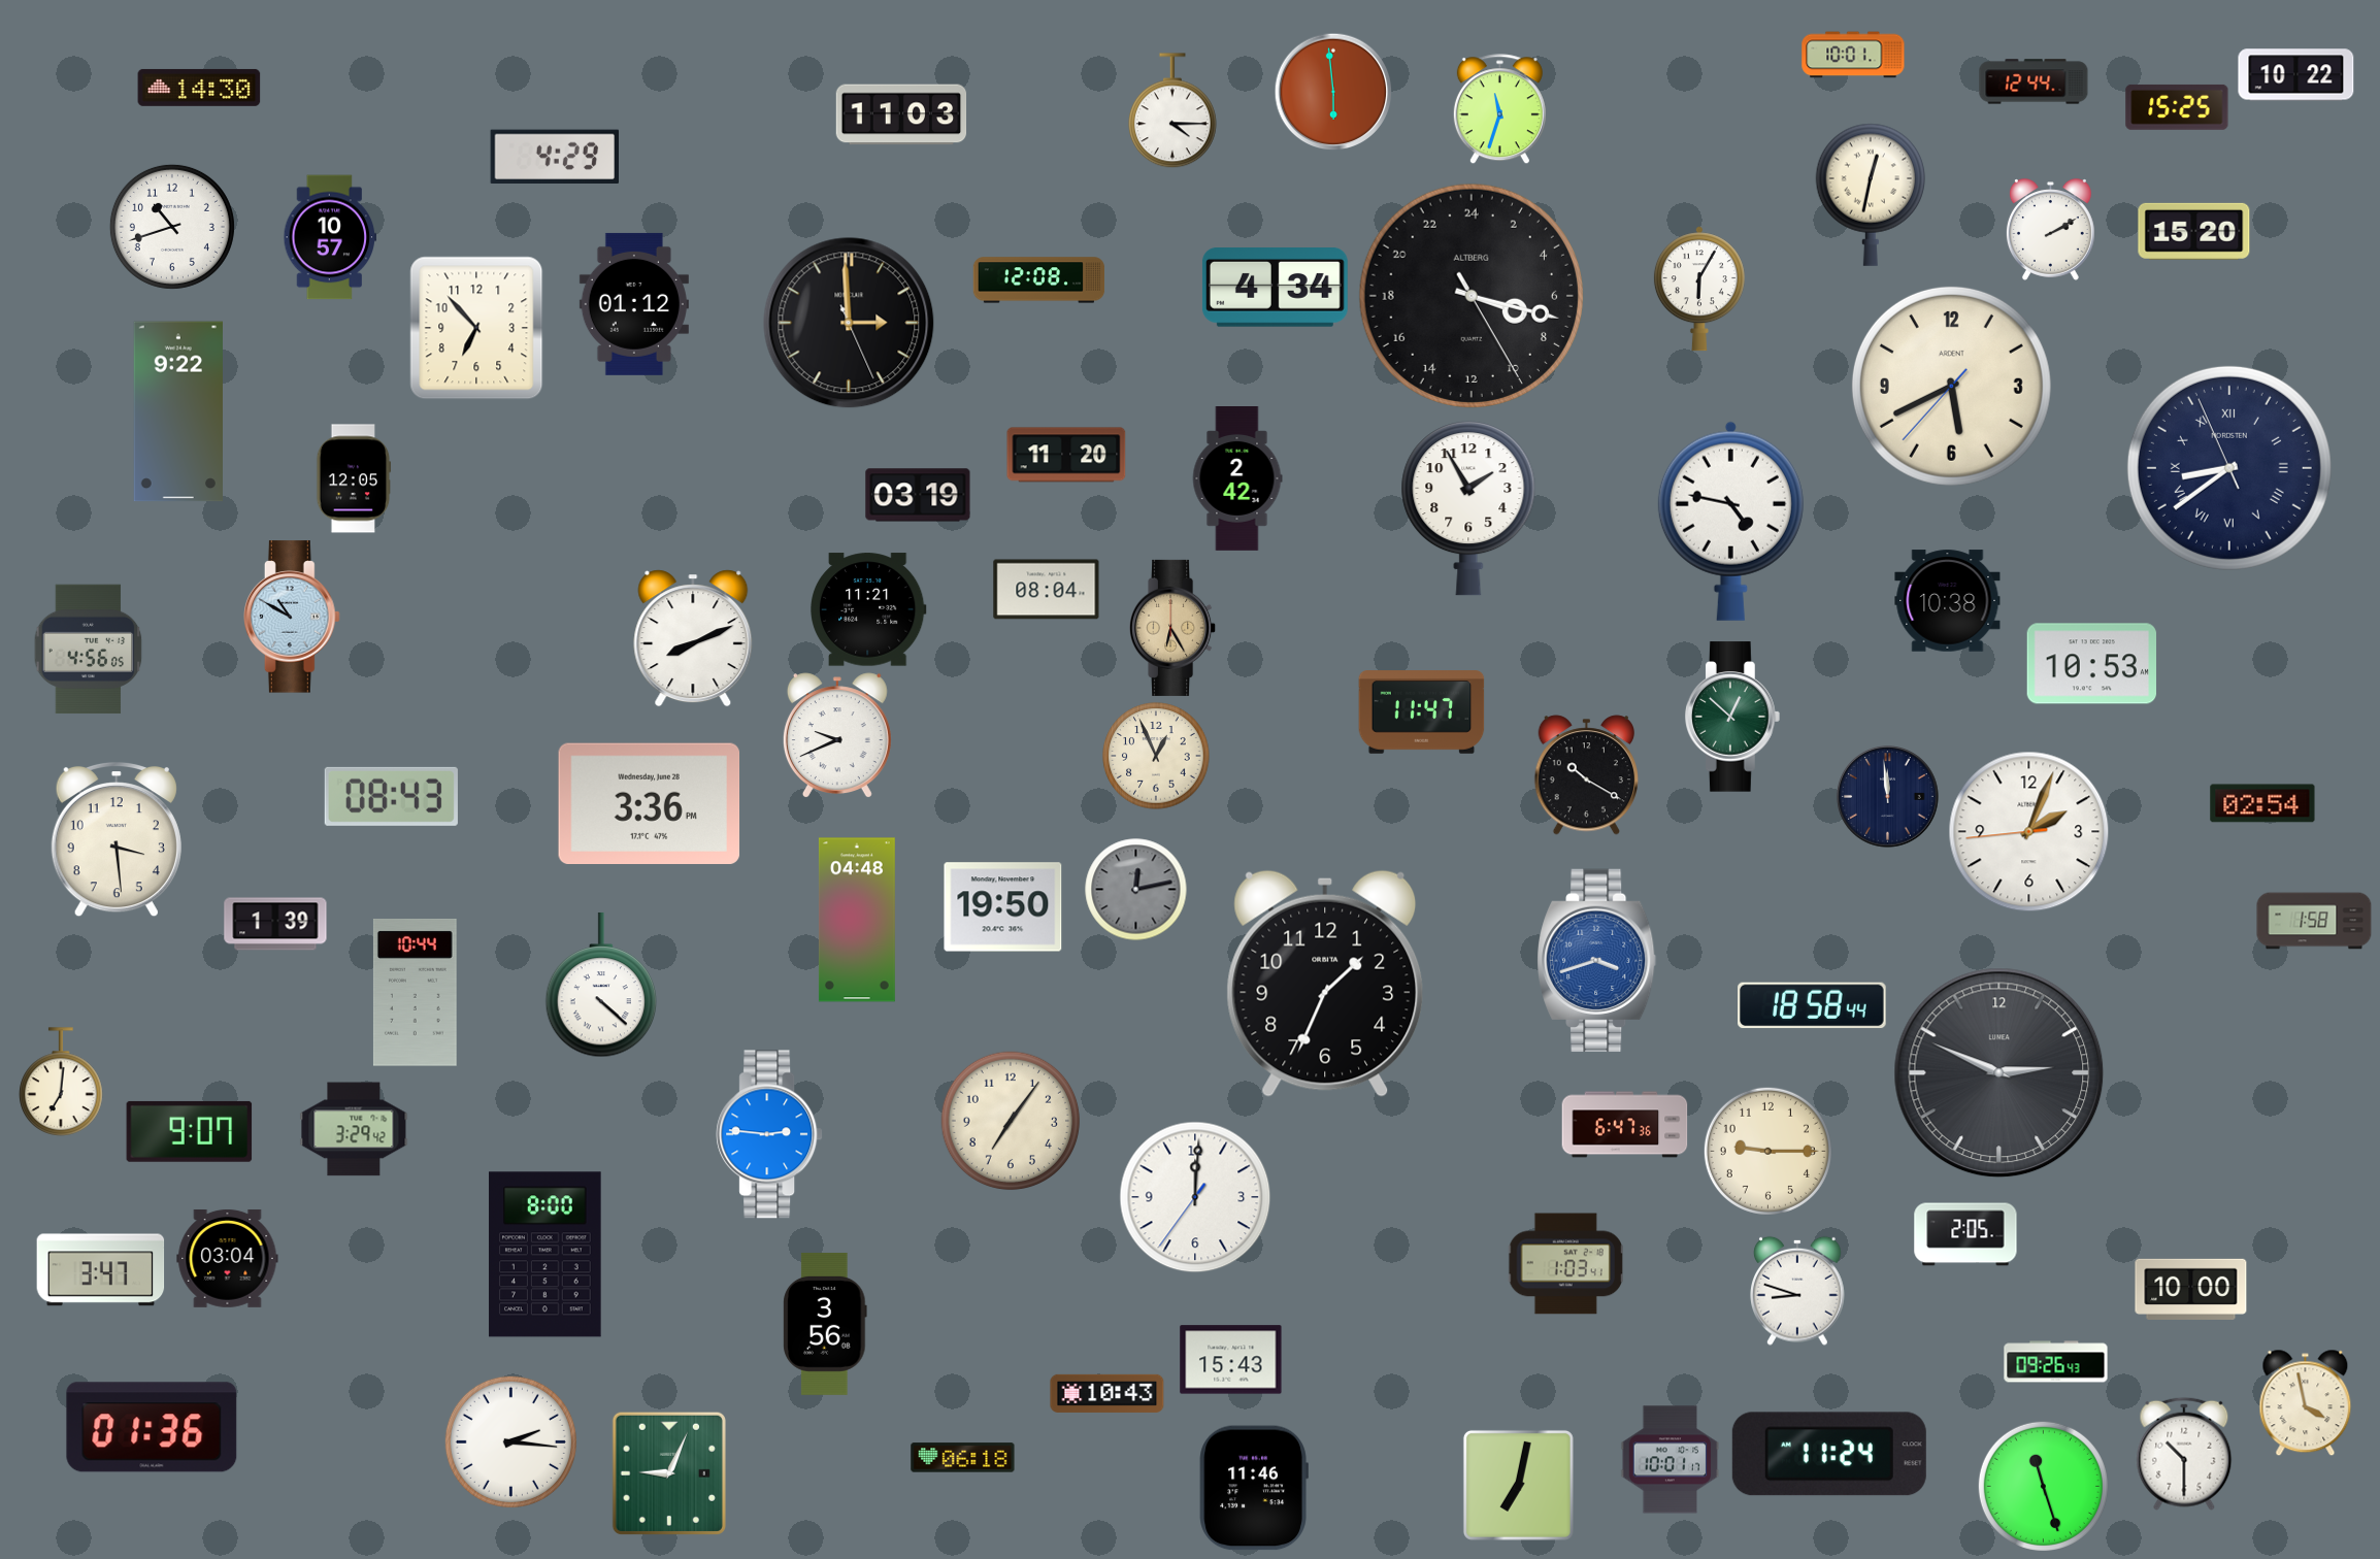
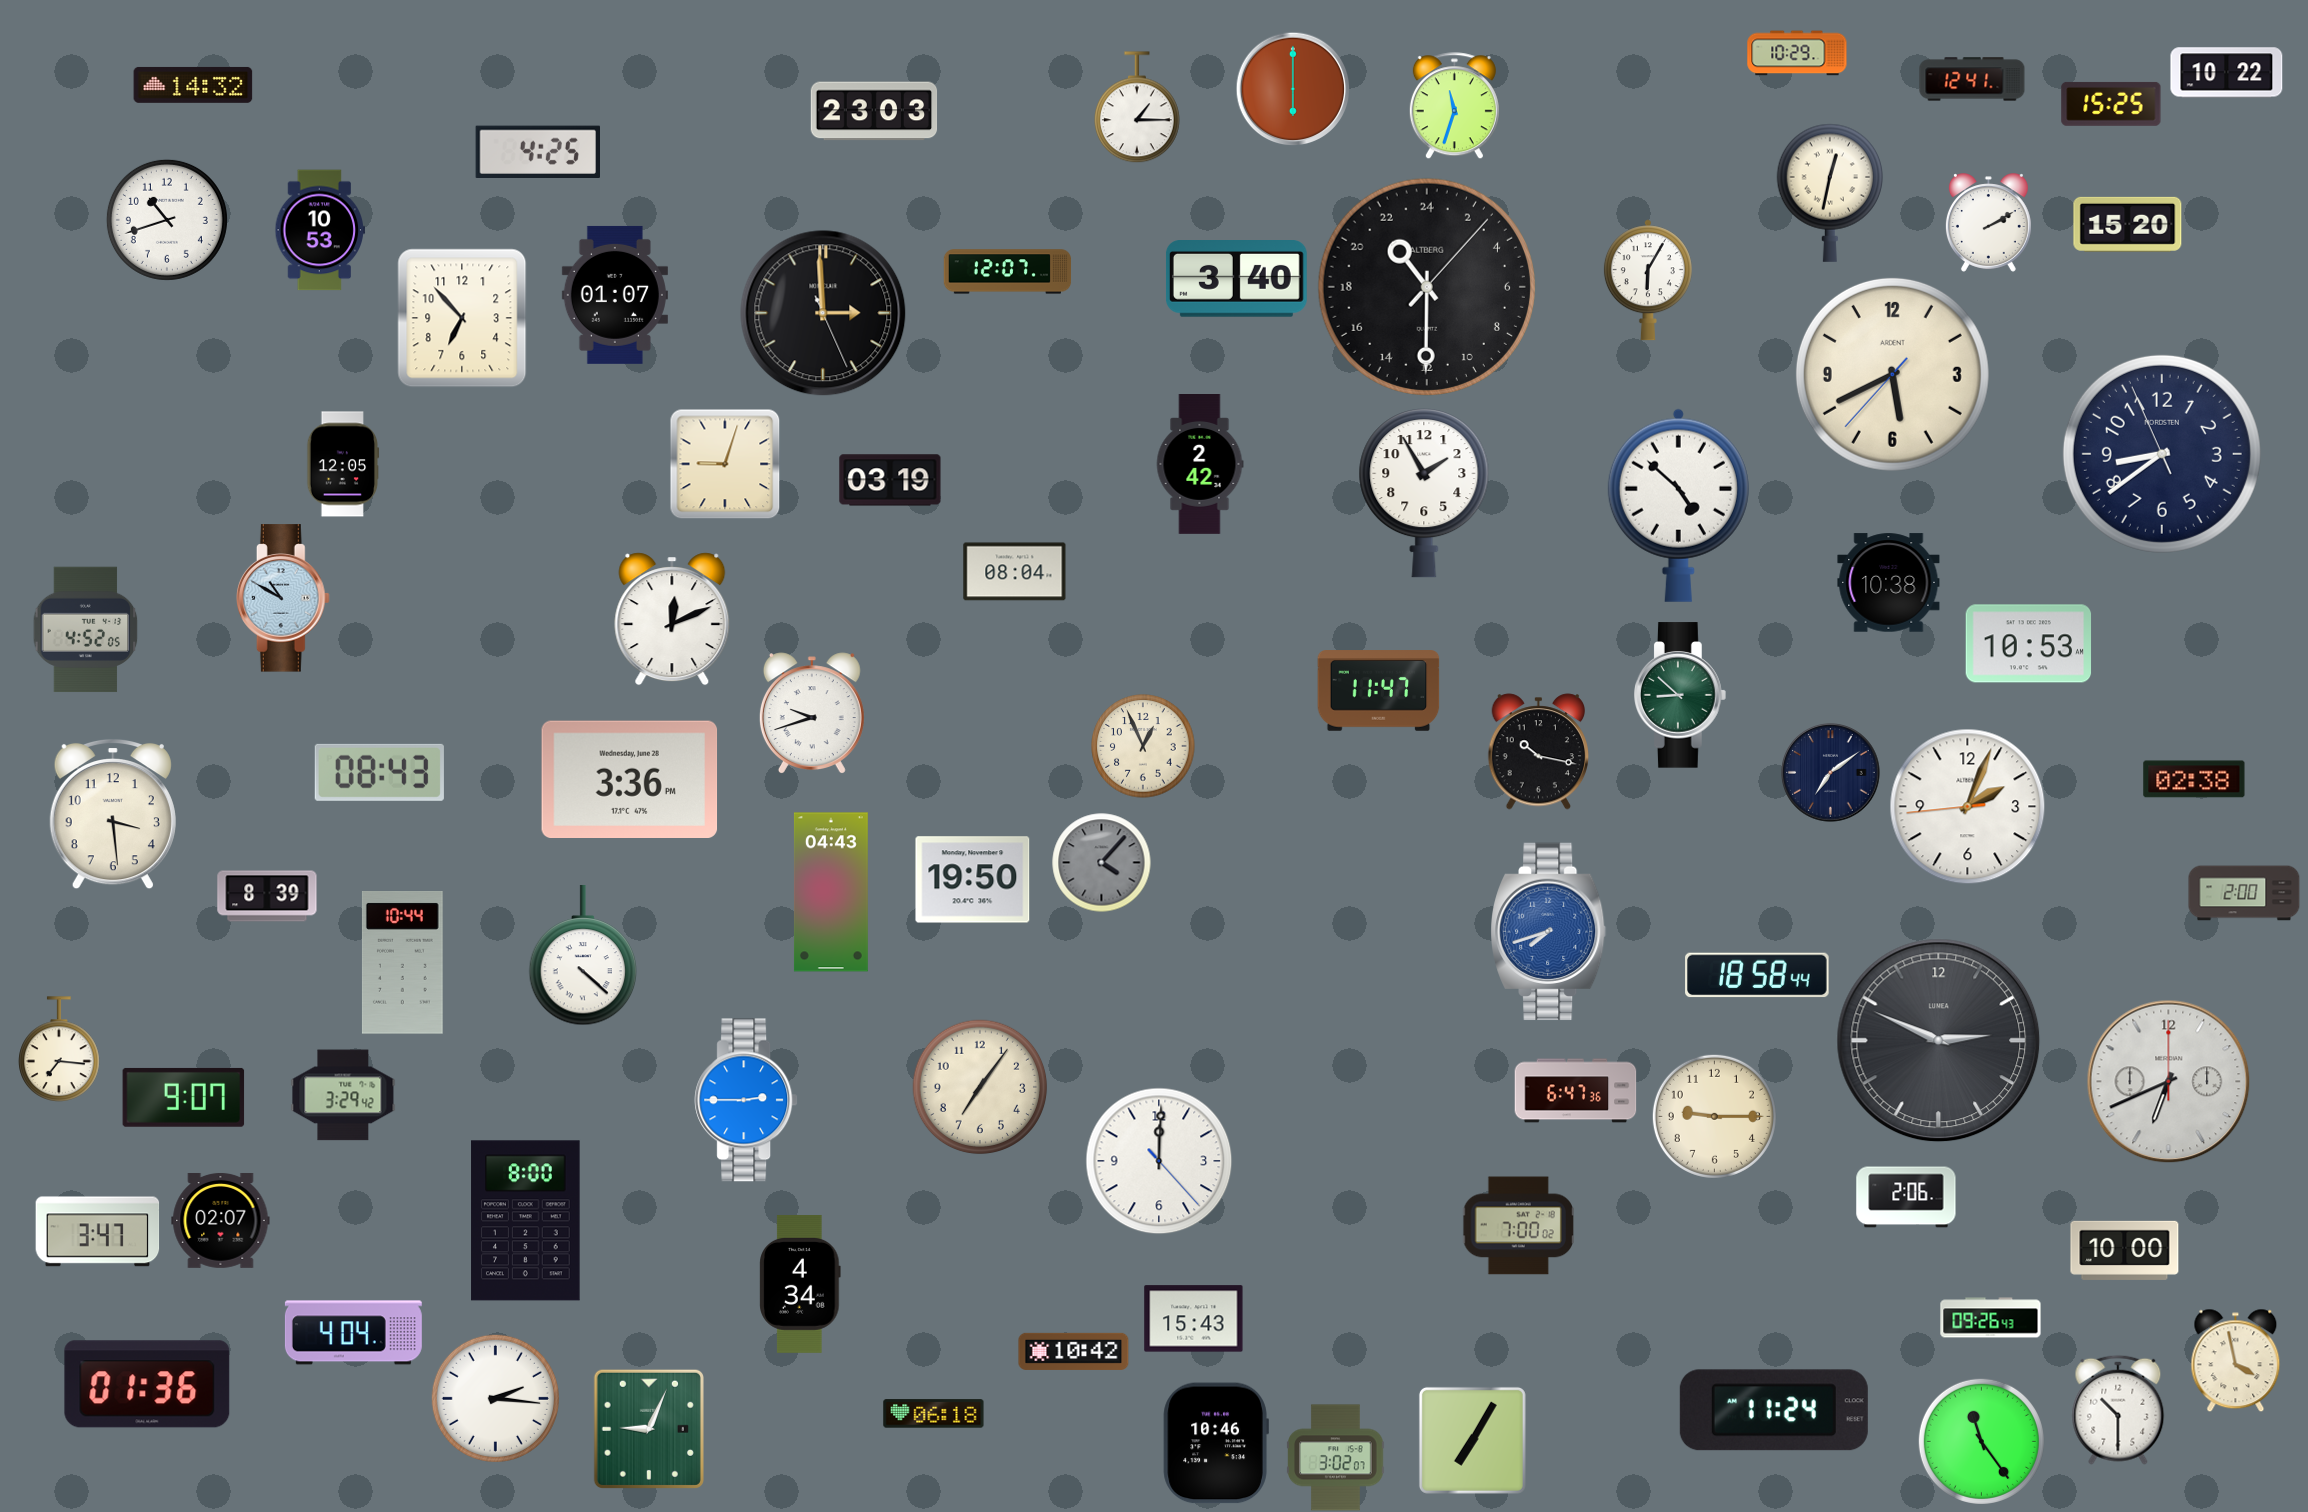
clock at (1853, 55): 10:01 -> 10:29
clock at (2034, 81): 12:44 -> 12:41
clock at (199, 88): 14:30 -> 14:32
clock at (1333, 92): 5:59 -> 6:00
clock at (1172, 110): 4:15 -> 1:15
clock at (901, 114): 11:03 -> 23:03
clock at (554, 156): 4:29 -> 4:25
clock at (1871, 195) position: (1871, 195) -> (1830, 193)
clock at (330, 237): 10:57 -> 10:53
clock at (1039, 280): 12:08 -> 12:07
clock at (1275, 288): 4:34 -> 3:40
clock at (1472, 296): 7:17 -> 21:30
clock at (634, 304): 01:12 -> 01:07
clock at (178, 411): 9:22 -> none
clock at (1066, 455): 11:20 -> none
clock at (2229, 468) numerals: Roman -> Arabic
clock at (725, 464): none -> 9:03
clock at (1730, 521): 4:47 -> 4:52
clock at (868, 609): 11:21 -> none
clock at (1174, 628): 6:25 -> none
clock at (693, 638): 8:11 -> 12:11
clock at (89, 650): 4:56 -> 4:52
clock at (1733, 717): 12:52 -> 8:52
clock at (837, 735): 9:41 -> 9:42
clock at (1156, 756) position: (1156, 756) -> (1143, 746)
clock at (1587, 775): 10:20 -> 10:17
clock at (1888, 797): 11:59 -> 7:09
clock at (2262, 803): 02:54 -> 02:38
clock at (1136, 890): 12:13 -> 4:07
clock at (857, 920): 04:48 -> 04:43
clock at (2314, 921): 1:58 -> 2:00
clock at (275, 924): 1:39 -> 8:39
clock at (1597, 961): 3:42 -> 7:42
clock at (1325, 984): 1:34 -> none
clock at (61, 1082): 7:01 -> 7:16
clock at (2169, 1082): none -> 6:41
clock at (769, 1134): 2:46 -> 2:45
clock at (1195, 1197): 12:00:36 -> 12:00:23
clock at (1965, 1234): 2:05 -> 2:06
clock at (546, 1255) position: (546, 1255) -> (526, 1221)
clock at (228, 1258): 03:04 -> 02:07
clock at (1565, 1264): 1:03 -> 7:00
clock at (1798, 1291): 8:48 -> none
clock at (825, 1324): 3:56 -> 4:34
clock at (2056, 1362) position: (2056, 1362) -> (1991, 1318)
clock at (353, 1333): none -> 4:04
clock at (1108, 1393): 10:43 -> 10:42
clock at (1671, 1460): 10:01 -> none
clock at (1518, 1485): 7:02 -> 7:05
clock at (2043, 1486): 11:27 -> 11:24
clock at (1254, 1488): 11:46 -> 10:46
clock at (1336, 1458): none -> 3:02
